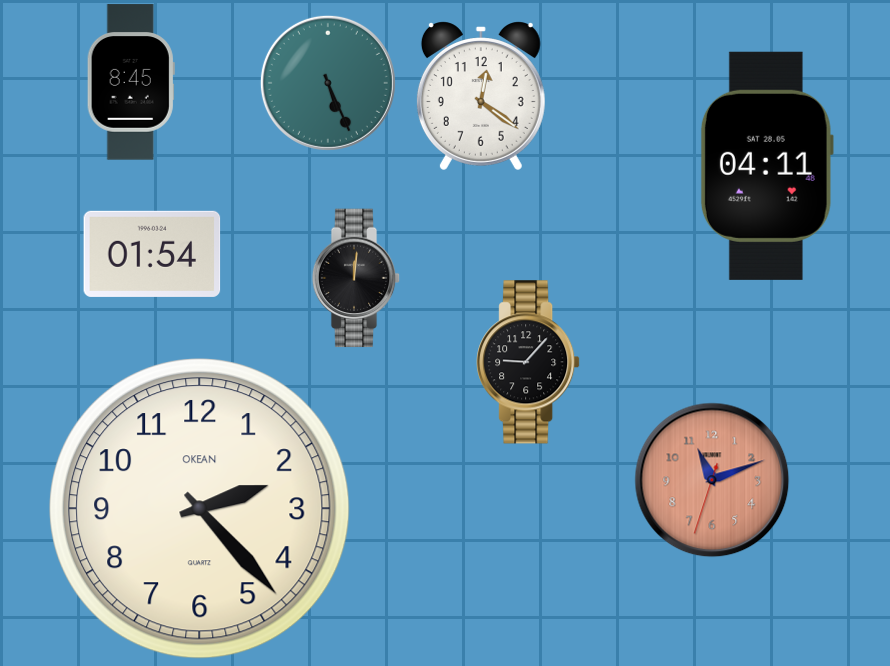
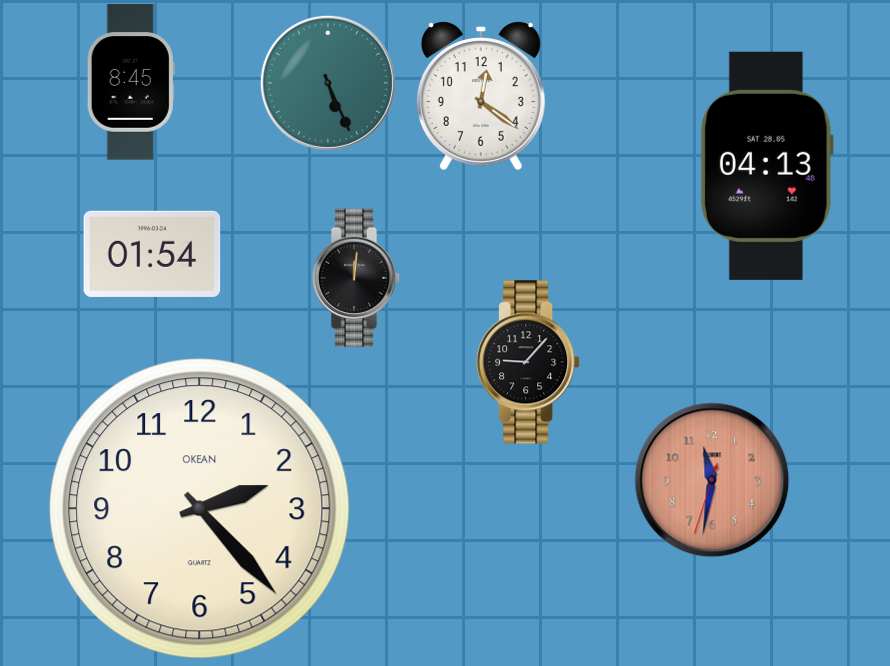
clock at (767, 166): 04:11 -> 04:13
clock at (712, 480): 11:11 -> 11:31
